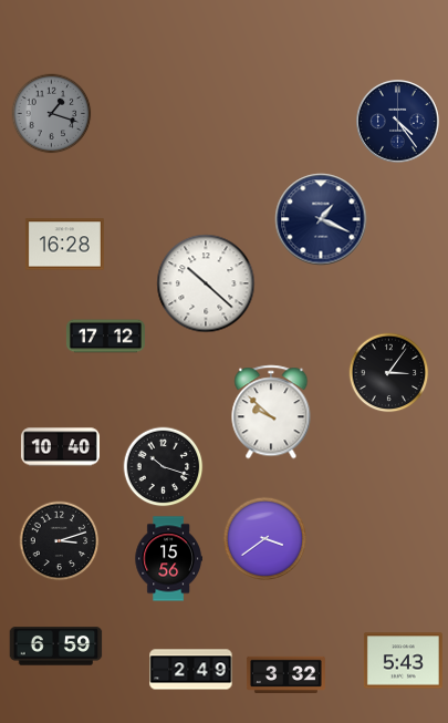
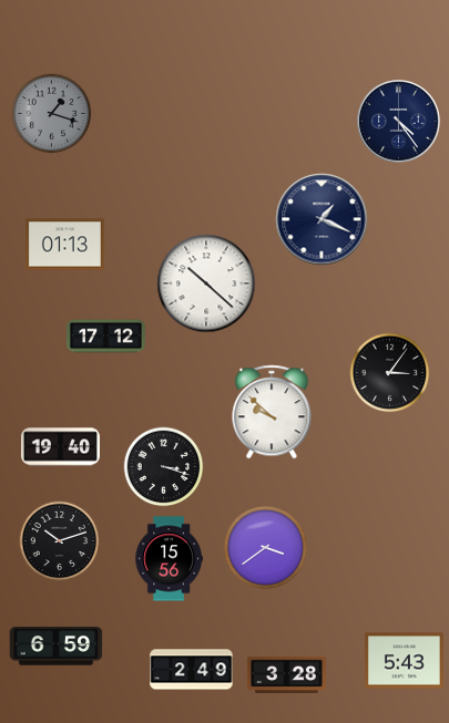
clock at (64, 245): 16:28 -> 01:13
clock at (60, 447): 10:40 -> 19:40
clock at (164, 467): 10:18 -> 3:18
clock at (264, 538) position: (264, 538) -> (265, 547)
clock at (60, 541): 3:12 -> 10:12
clock at (285, 674): 3:32 -> 3:28
